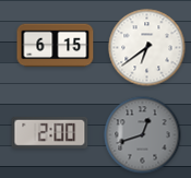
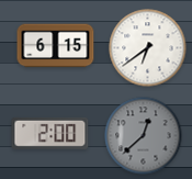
clock at (143, 135): 12:42 -> 12:38
